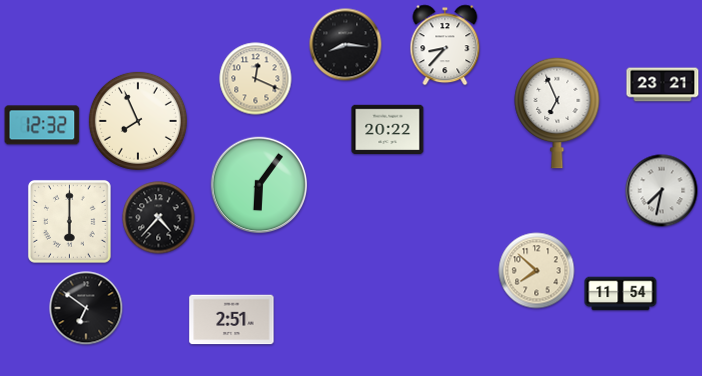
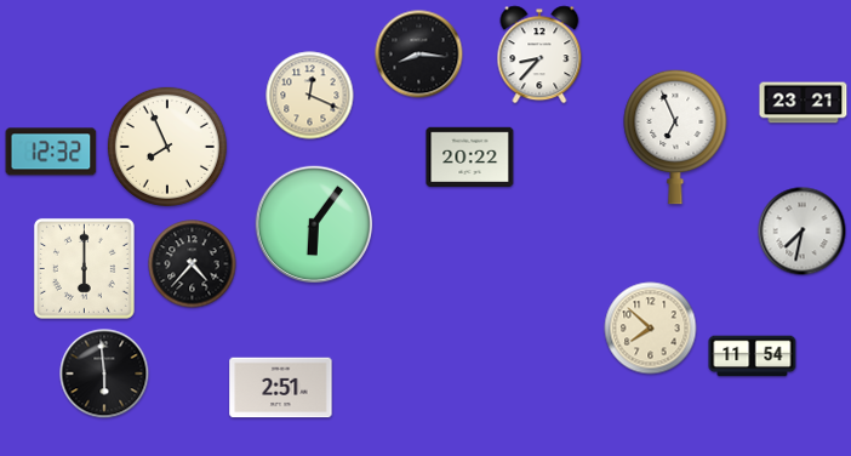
clock at (86, 308): 6:51 -> 5:59
